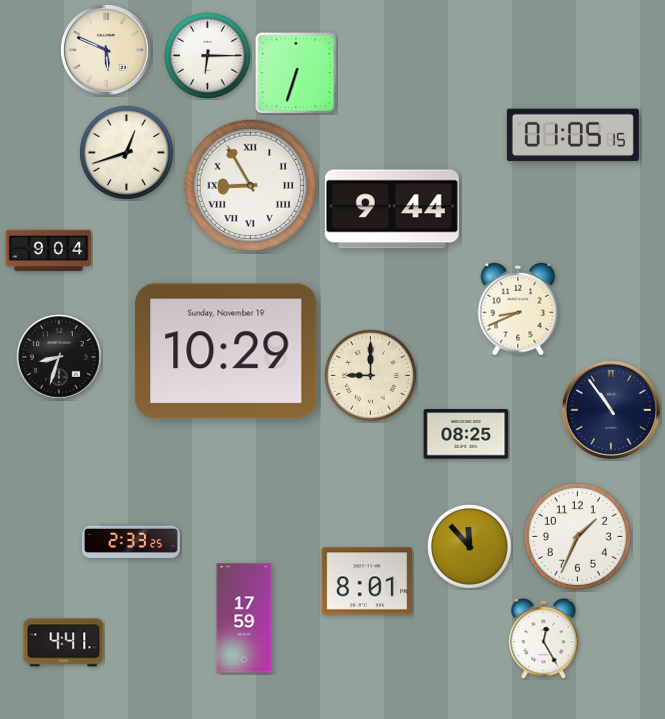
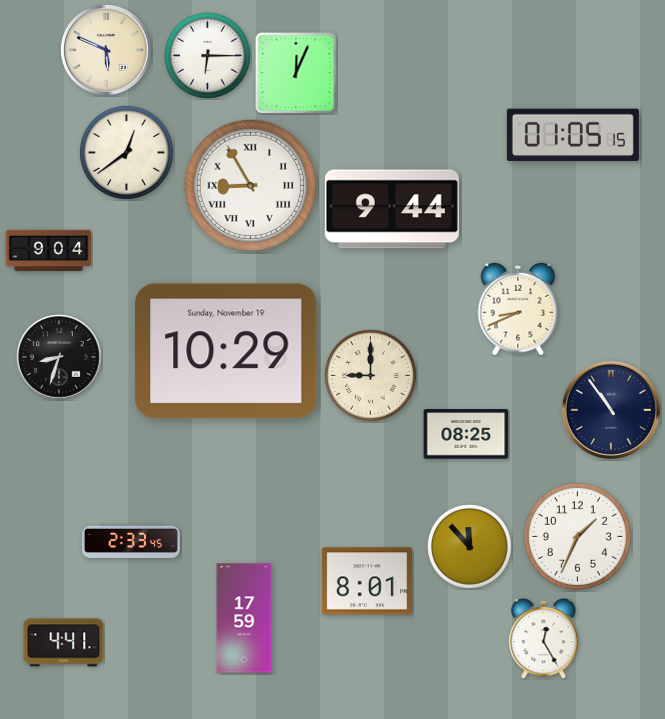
clock at (296, 73): 6:33 -> 12:04
clock at (126, 152): 12:42 -> 12:39
clock at (132, 541): 2:33:25 -> 2:33:45
